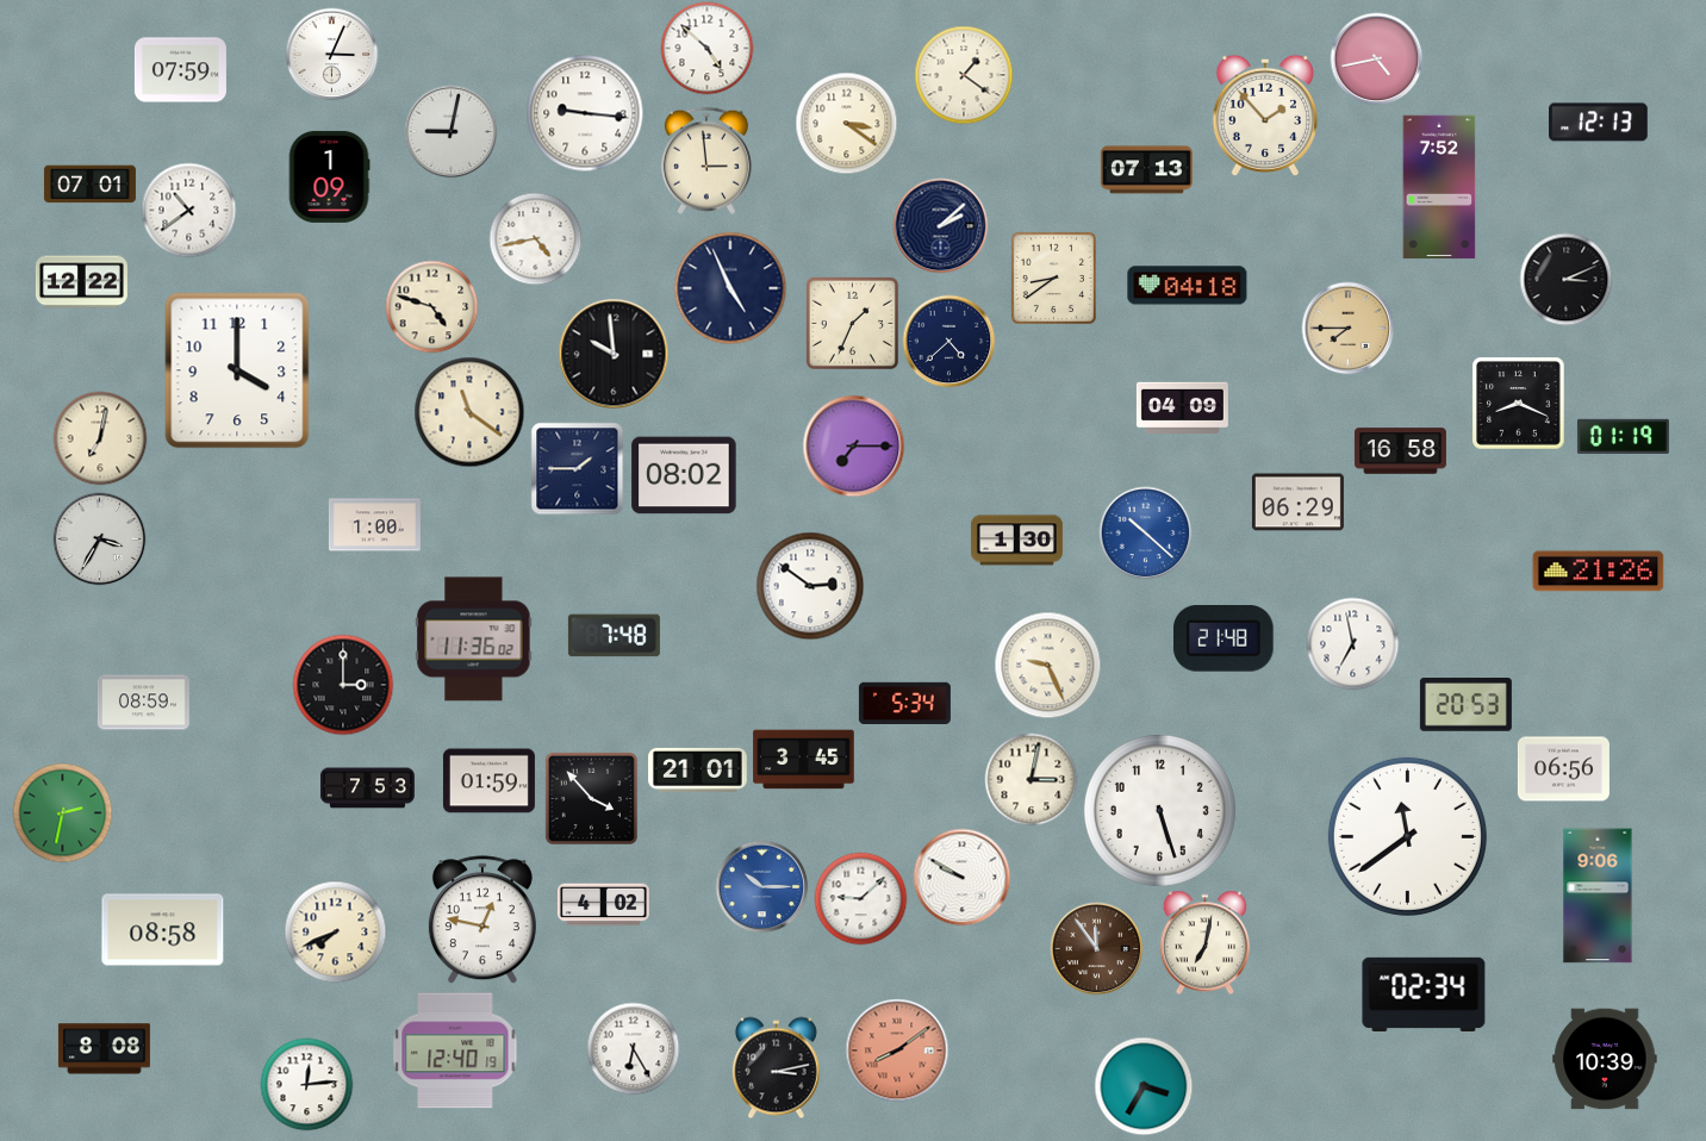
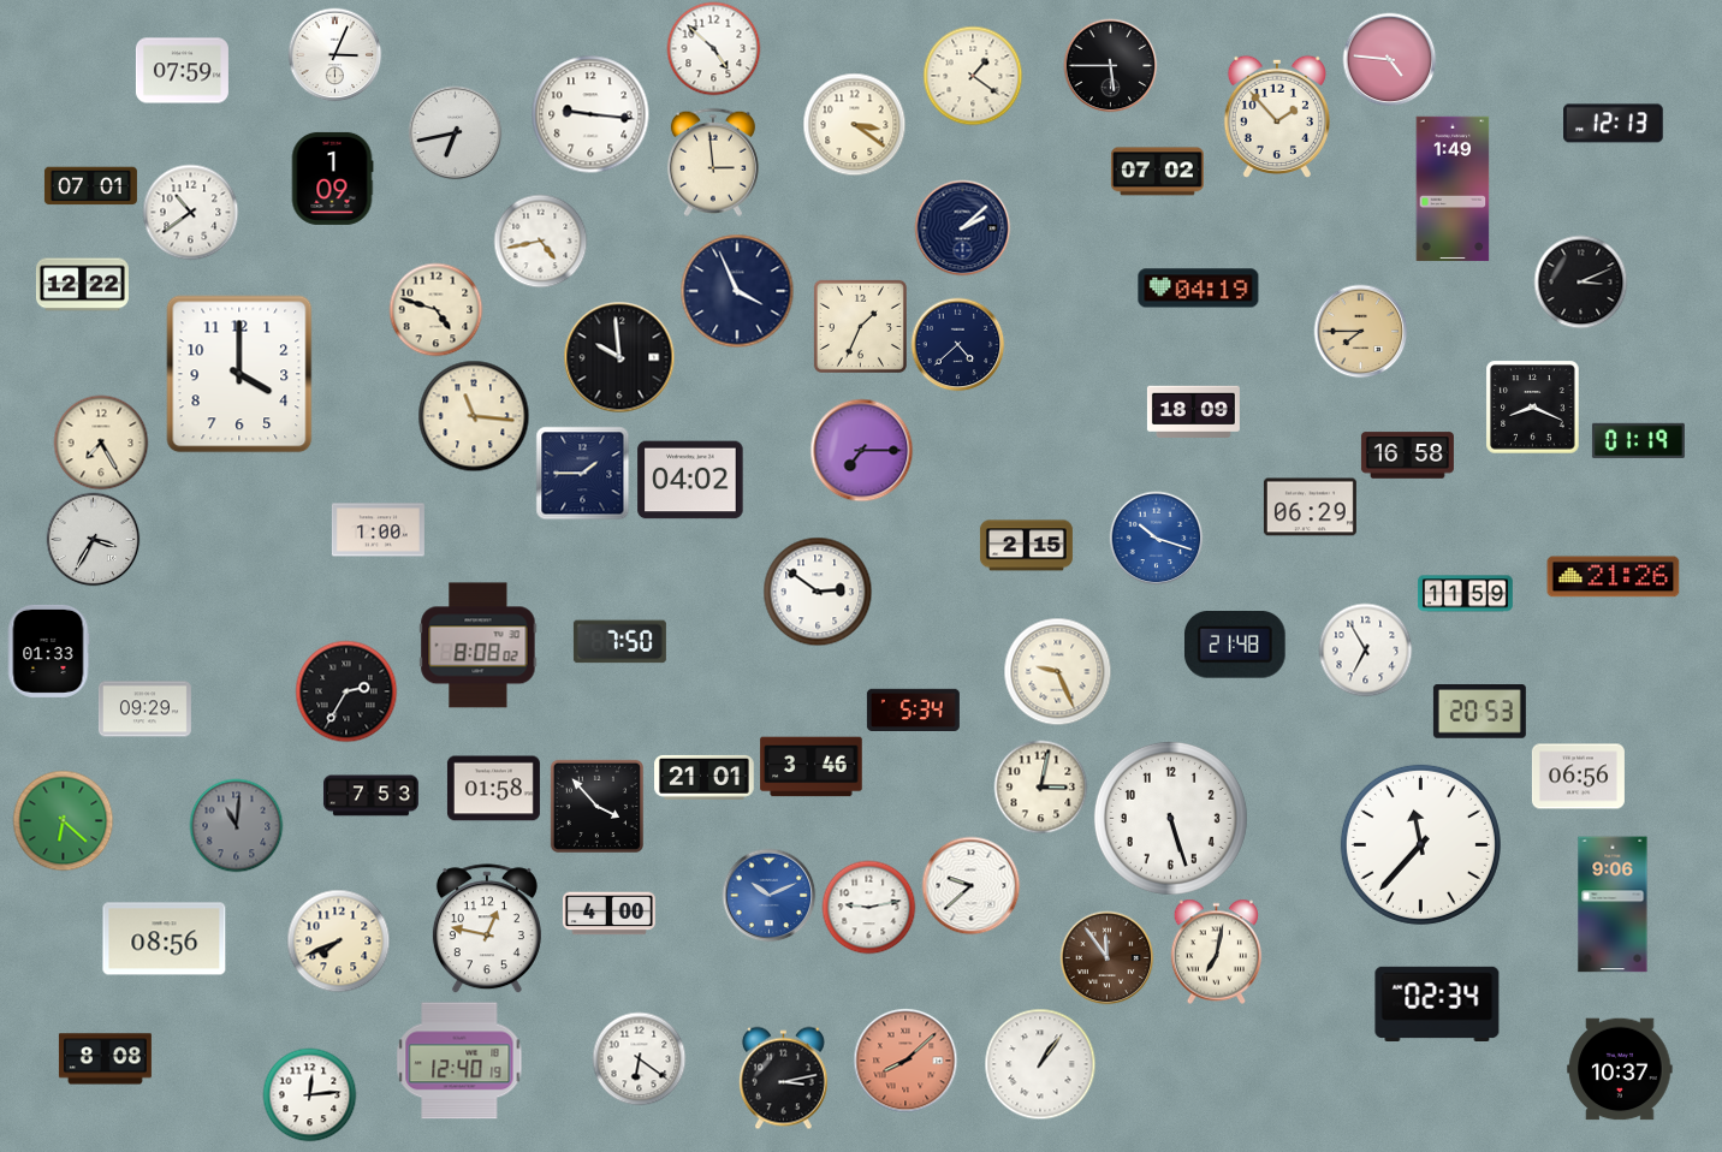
clock at (1376, 58): 4:43 -> 4:46
clock at (1110, 65): none -> 5:45
clock at (450, 131): 9:02 -> 6:43
clock at (1146, 170): 07:13 -> 07:02
clock at (1439, 187): 7:52 -> 1:49
clock at (940, 225) position: (940, 225) -> (962, 227)
clock at (1053, 278): 8:39 -> none
clock at (1188, 286): 04:18 -> 04:19
clock at (730, 288): 4:56 -> 3:56
clock at (1182, 409): 04:09 -> 18:09
clock at (469, 412): 11:21 -> 11:16
clock at (100, 438): 7:02 -> 7:25
clock at (1400, 451) position: (1400, 451) -> (1407, 456)
clock at (684, 475): 08:02 -> 04:02
clock at (1145, 532): 10:22 -> 10:18
clock at (99, 538) position: (99, 538) -> (93, 539)
clock at (1016, 541): 1:30 -> 2:15
clock at (1465, 594): none -> 11:59
clock at (614, 636): 7:48 -> 7:50
clock at (474, 640): 11:36 -> 8:08
clock at (1352, 643): 6:58 -> 6:55
clock at (48, 651): none -> 01:33
clock at (343, 685): 3:00 -> 2:35
clock at (143, 703): 08:59 -> 09:29
clock at (804, 760): 3:45 -> 3:46
clock at (488, 781): 01:59 -> 01:58
clock at (62, 812): 2:32 -> 6:22
clock at (236, 825): none -> 11:01
clock at (1407, 836): 11:39 -> 11:37
clock at (961, 877): 9:50 -> 9:38
clock at (761, 886): 10:15 -> 10:11
clock at (860, 898): 9:08 -> 9:13
clock at (603, 905): 4:02 -> 4:00
clock at (163, 930): 08:58 -> 08:56
clock at (633, 1048): 6:25 -> 6:21
clock at (897, 1050): 8:09 -> 8:08
clock at (1040, 1064): none -> 1:06
clock at (1605, 1059): 10:39 -> 10:37
clock at (1144, 1086): 3:35 -> none
